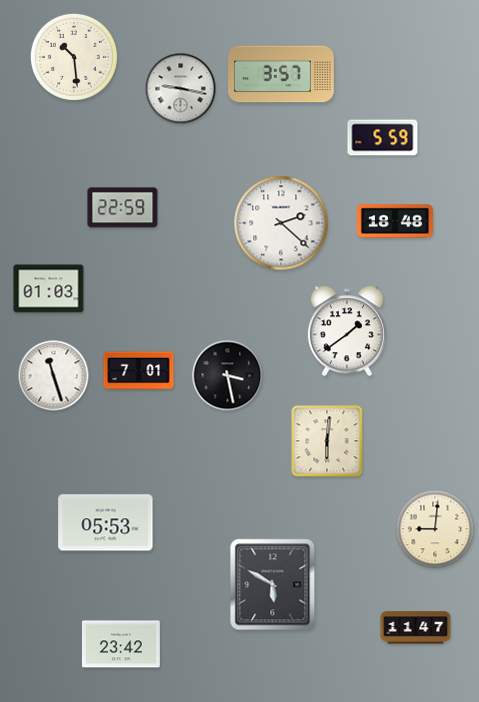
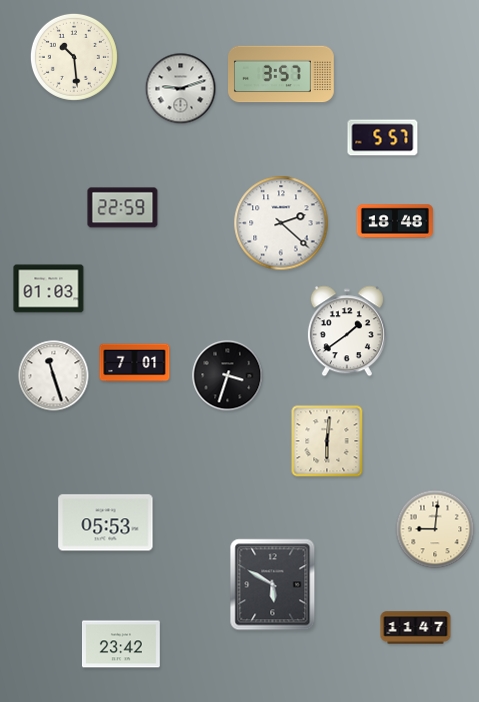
clock at (181, 89): 9:17 -> 9:12
clock at (383, 138): 5:59 -> 5:57
clock at (139, 371) position: (139, 371) -> (135, 363)
clock at (228, 376): 3:28 -> 3:33
